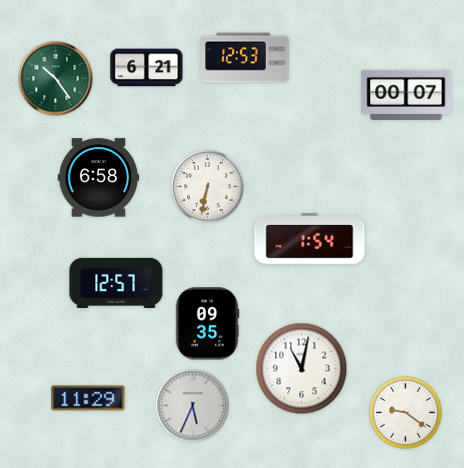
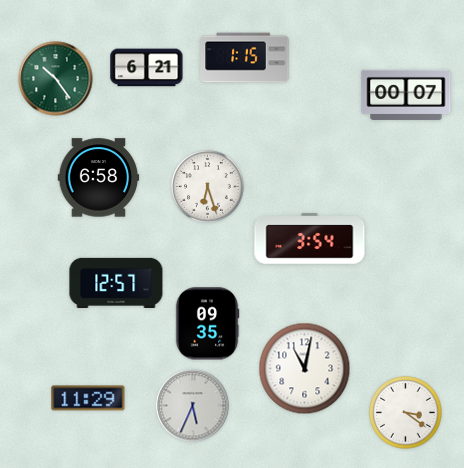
clock at (245, 58): 12:53 -> 1:15
clock at (208, 187): 6:32 -> 6:27
clock at (310, 239): 1:54 -> 3:54
clock at (302, 369) position: (302, 369) -> (305, 369)
clock at (406, 413): 9:21 -> 3:21
